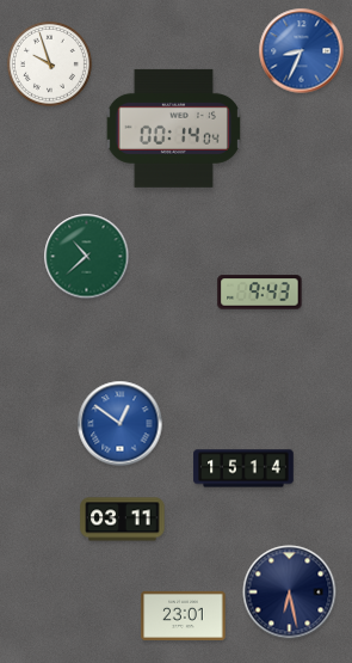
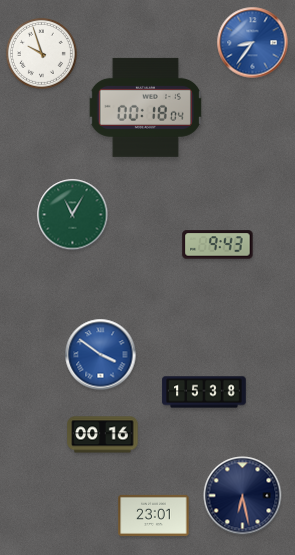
clock at (302, 51): 8:34 -> 8:36
clock at (173, 128): 00:14 -> 00:18
clock at (87, 257): 10:38 -> 11:05
clock at (121, 424): 12:51 -> 3:51
clock at (243, 468): 15:14 -> 15:38
clock at (123, 520): 03:11 -> 00:16
